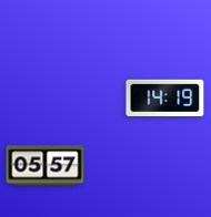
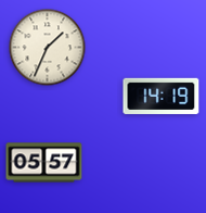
clock at (48, 48): none -> 1:34
